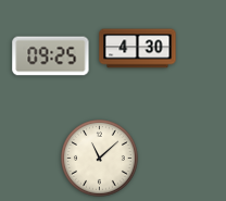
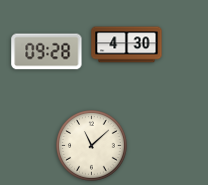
clock at (51, 56): 09:25 -> 09:28
